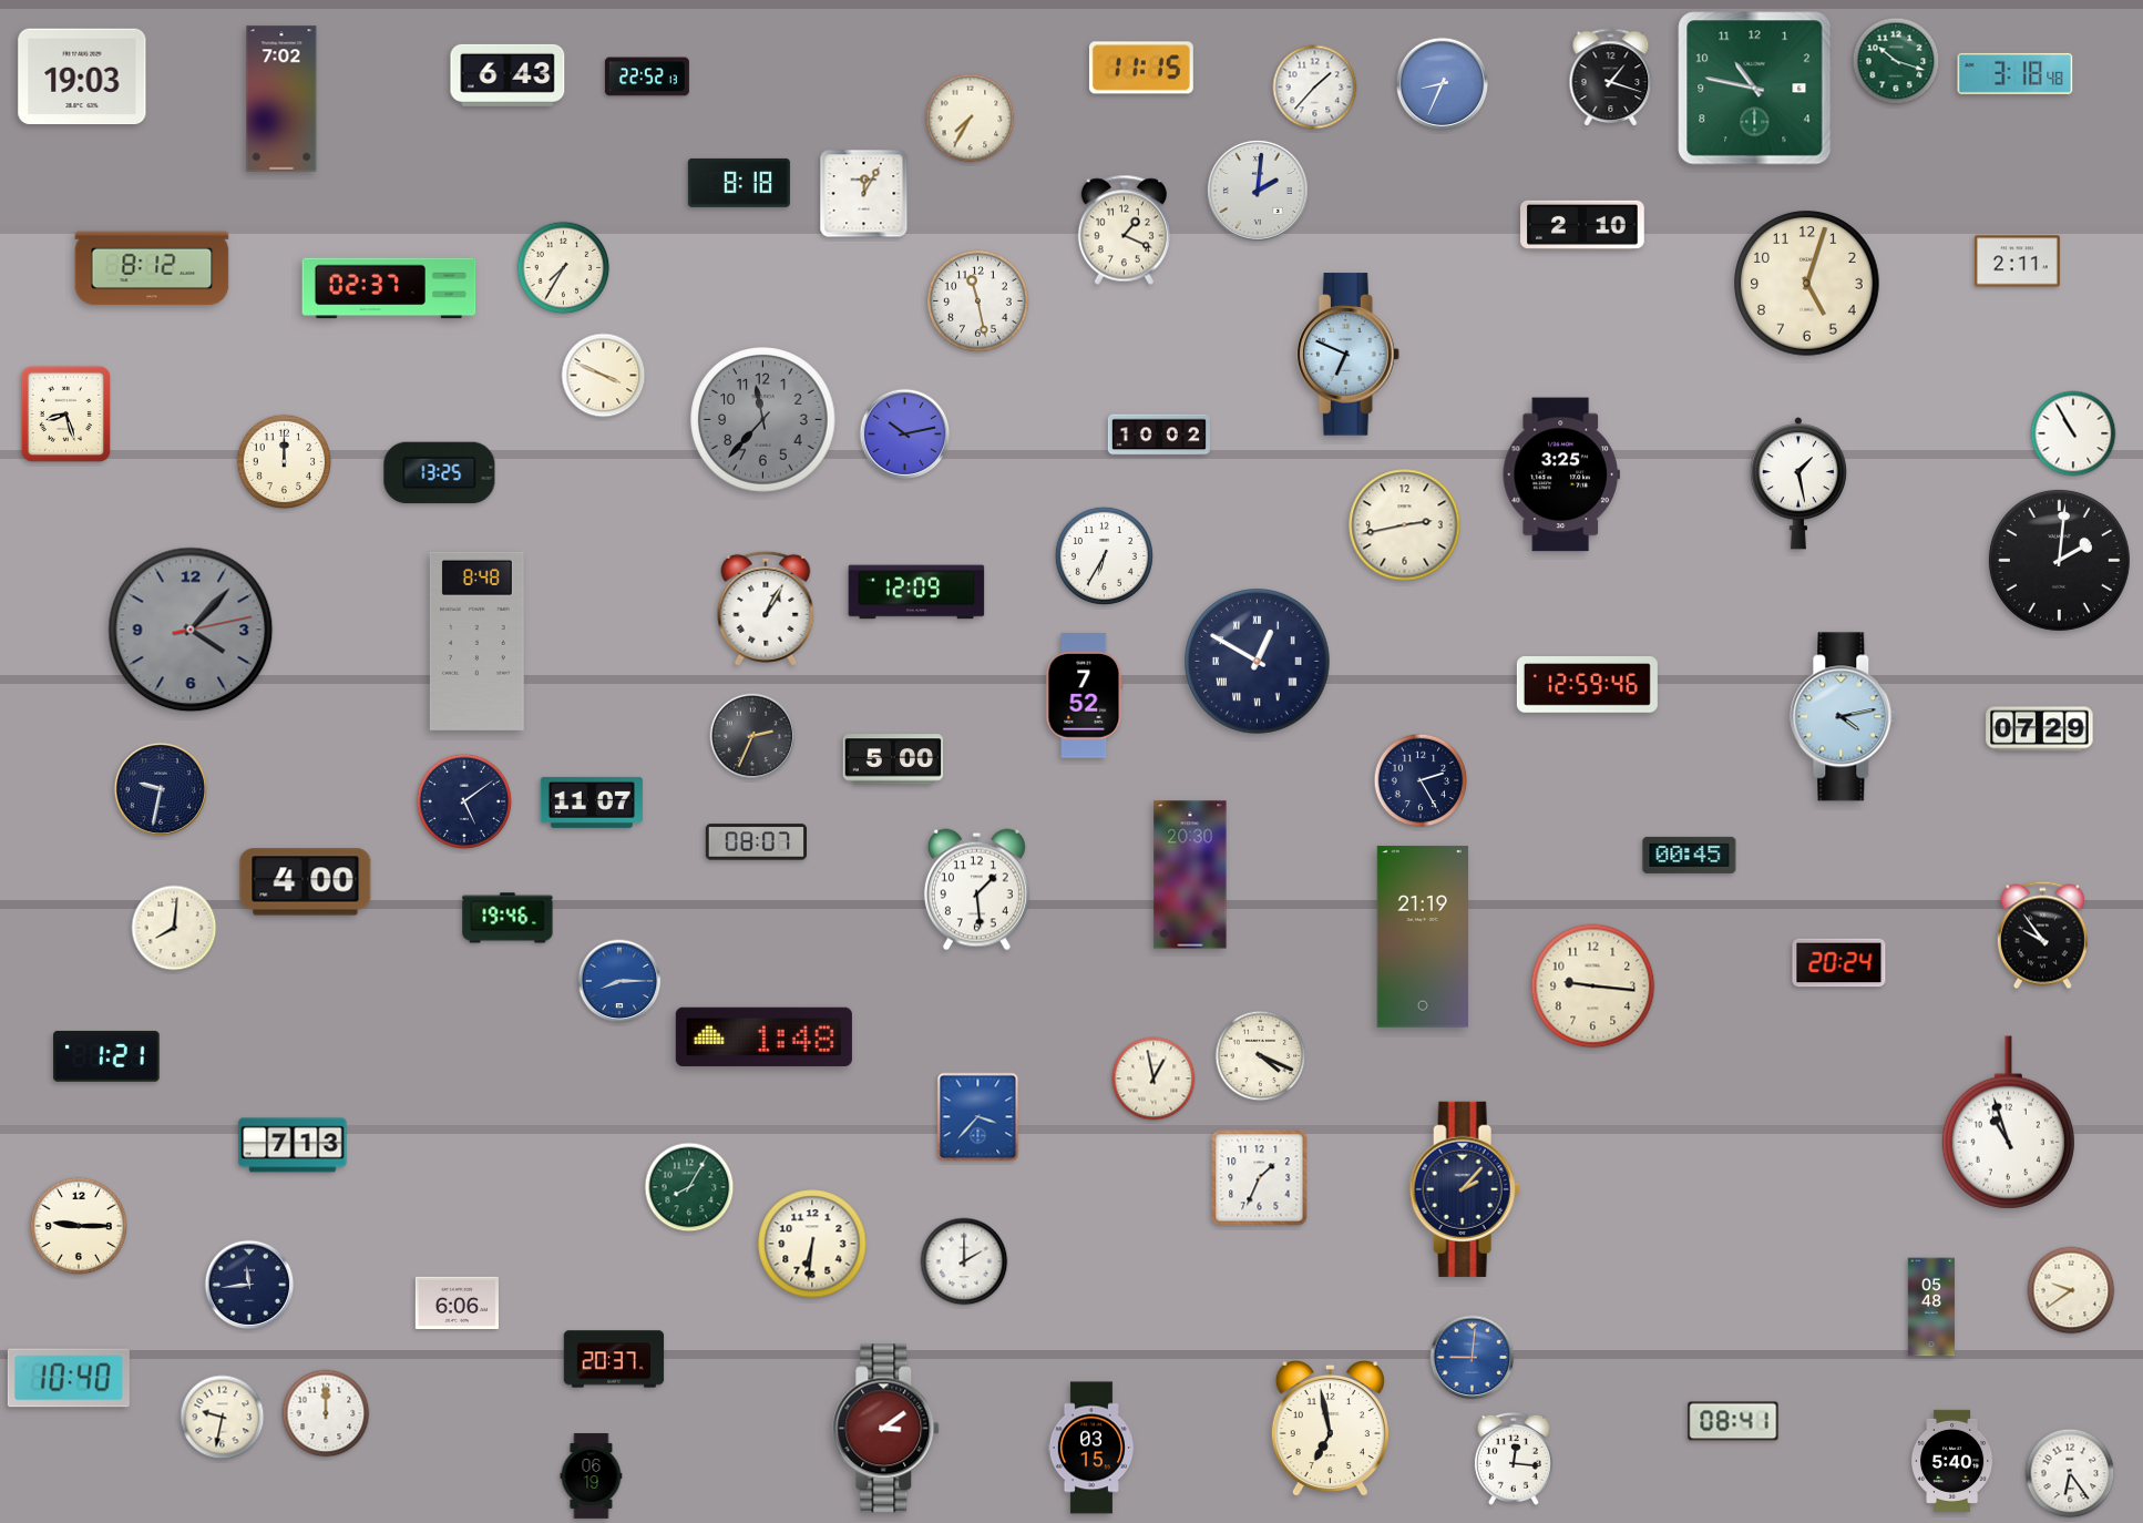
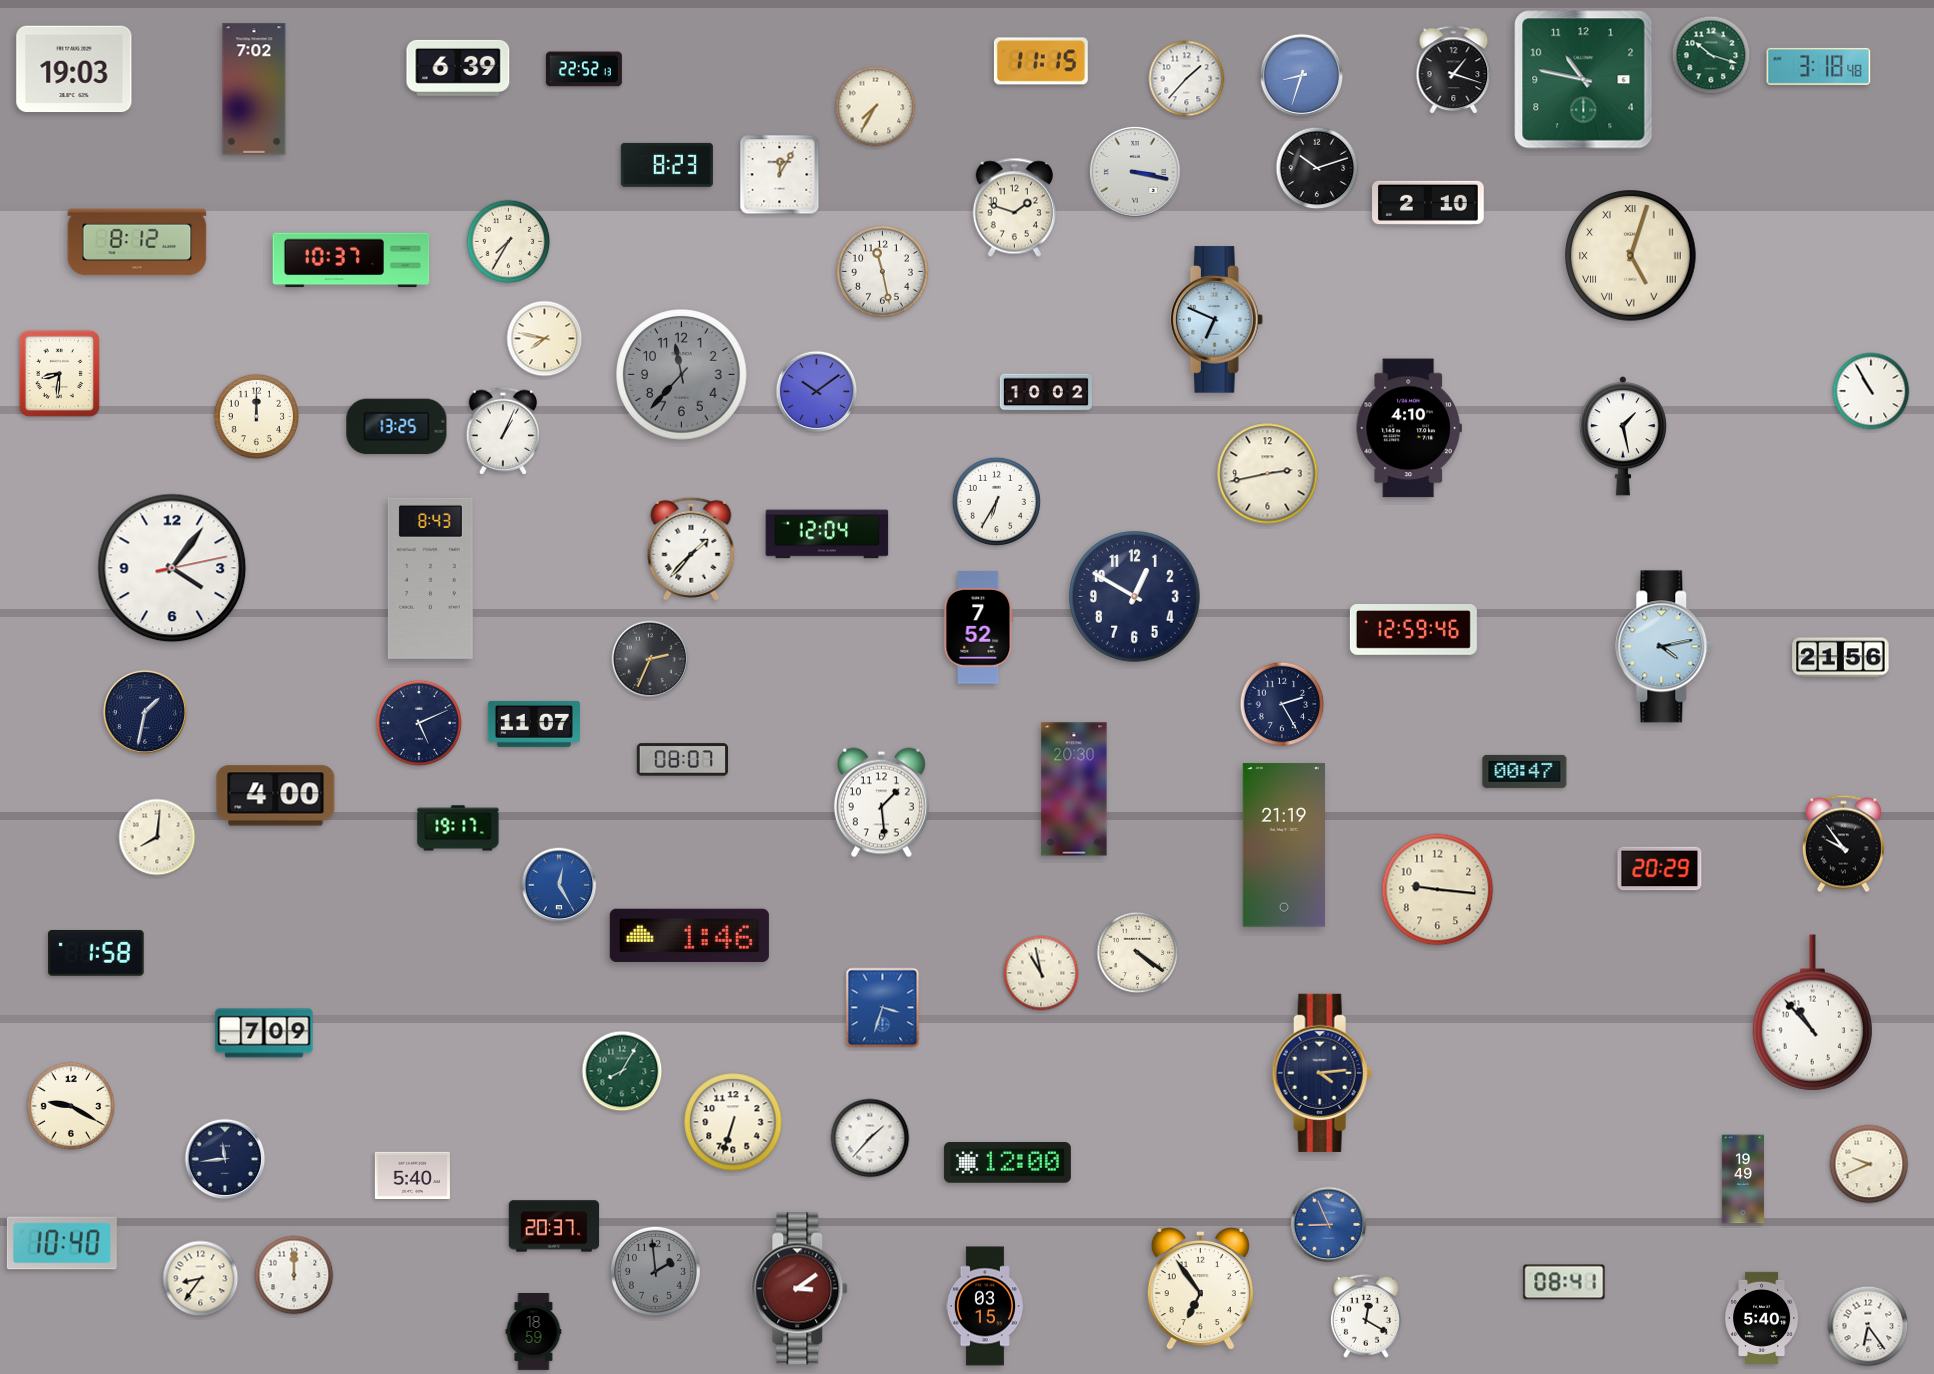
clock at (1141, 68) position: (1141, 68) -> (1041, 61)
clock at (507, 75): 6:43 -> 6:39
clock at (1442, 83): 8:34 -> 8:33
clock at (739, 183): 8:18 -> 8:23
clock at (1317, 168): none -> 10:12
clock at (1258, 191): 2:01 -> 3:17
clock at (1124, 231): 1:19 -> 1:48
clock at (2017, 262): 2:11 -> none
clock at (1807, 284) numerals: Arabic -> Roman
clock at (389, 288): 02:37 -> 10:37
clock at (604, 376): 3:49 -> 7:47
clock at (65, 413): 8:27 -> 8:31
clock at (763, 420) position: (763, 420) -> (682, 375)
clock at (905, 435): 10:13 -> 10:09
clock at (1561, 474): 3:25 -> 4:10
clock at (503, 431): none -> 1:04
clock at (2059, 560): 2:01 -> none
clock at (916, 592): 12:09 -> 12:04
clock at (766, 609): 1:05 -> 1:37
clock at (191, 630): 4:07 -> 4:06
clock at (191, 630) dial: grey -> white
clock at (476, 641): 8:48 -> 8:43
clock at (1258, 662) numerals: Roman -> Arabic
clock at (1587, 685) position: (1587, 685) -> (1413, 630)
clock at (2040, 729): 07:29 -> 21:56
clock at (752, 736) position: (752, 736) -> (650, 659)
clock at (893, 759): 5:00 -> none
clock at (160, 788): 9:32 -> 1:32
clock at (463, 800): 5:09 -> 5:11
clock at (1690, 855): 00:45 -> 00:47
clock at (507, 918): 19:46 -> 19:17
clock at (1839, 963): 20:24 -> 20:29
clock at (619, 981): 8:15 -> 12:25
clock at (763, 1036): 1:48 -> 1:46
clock at (106, 1056): 1:21 -> 1:58
clock at (1261, 1056): 4:19 -> 4:21
clock at (1153, 1079): 12:58 -> 10:58
clock at (978, 1117): 3:37 -> 3:33
clock at (2008, 1123): 10:57 -> 10:53
clock at (293, 1145): 7:13 -> 7:09
clock at (1260, 1178): 1:34 -> none
clock at (1465, 1189): 2:07 -> 4:14
clock at (79, 1226): 9:15 -> 9:20
clock at (812, 1244): 6:31 -> 6:33
clock at (964, 1261): 2:00 -> 1:37
clock at (1007, 1163): none -> 12:00
clock at (2071, 1290): 9:39 -> 9:41
clock at (457, 1302): 6:06 -> 5:40
clock at (1930, 1307): 05:48 -> 19:49
clock at (1473, 1358): 9:01 -> 8:56
clock at (655, 1271): none -> 1:59
clock at (223, 1418): 9:32 -> 8:36
clock at (1330, 1429): 6:58 -> 6:54
clock at (1514, 1459): 12:16 -> 12:20
clock at (2070, 1473) position: (2070, 1473) -> (1868, 1326)
clock at (592, 1476): 06:19 -> 18:59
